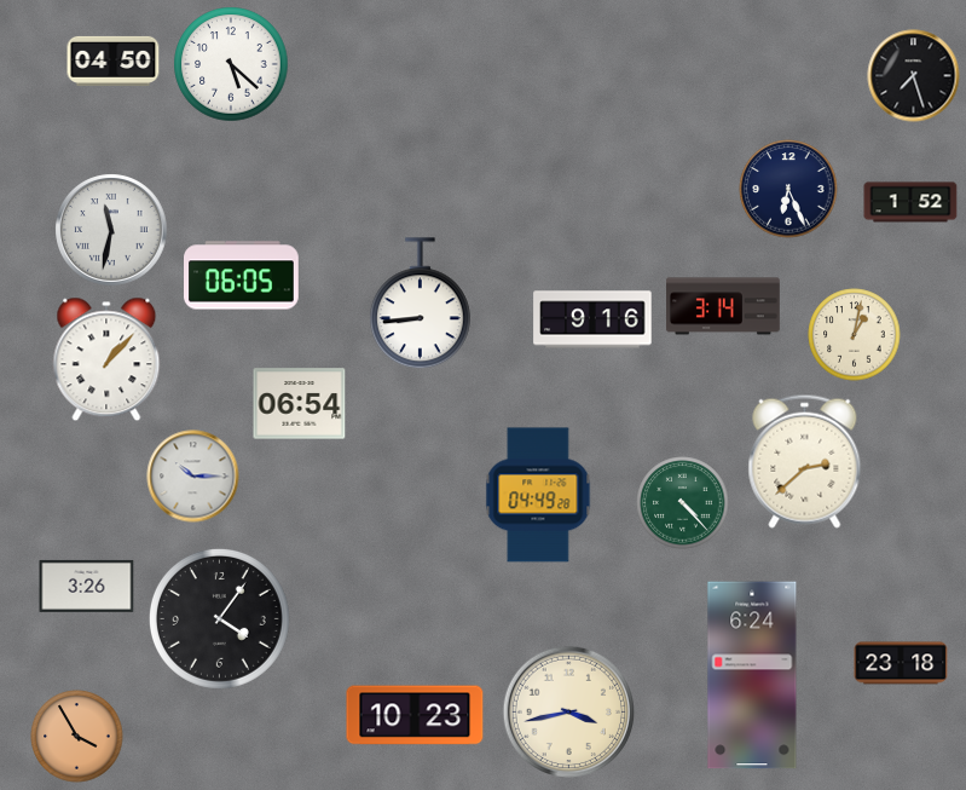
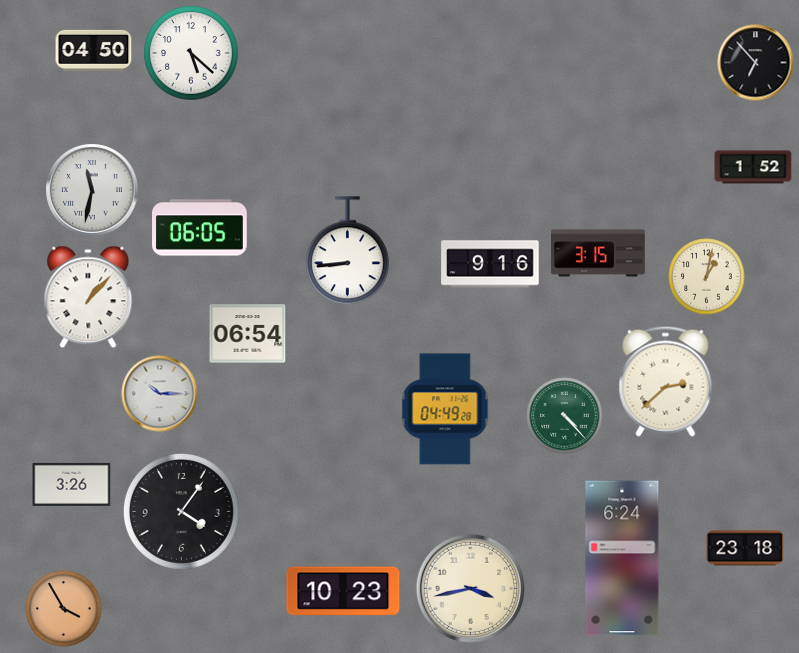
clock at (914, 76): 7:27 -> 6:53
clock at (788, 189): 6:26 -> none
clock at (724, 306): 3:14 -> 3:15
